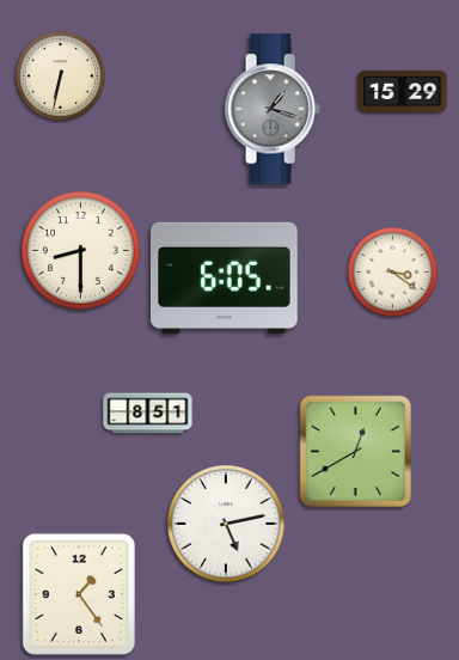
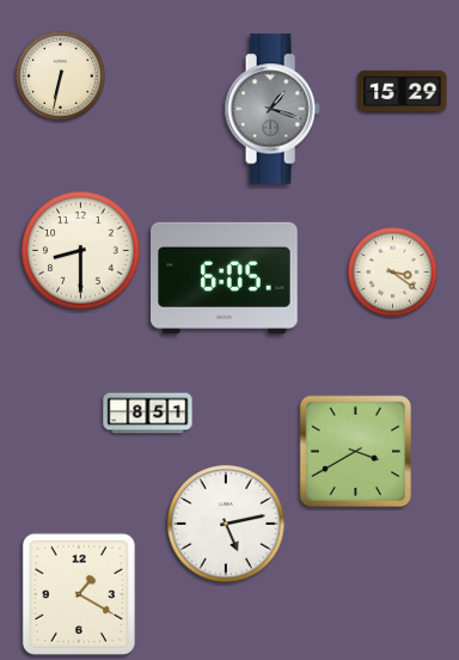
clock at (355, 451): 12:40 -> 3:40
clock at (79, 594): 1:24 -> 1:20
